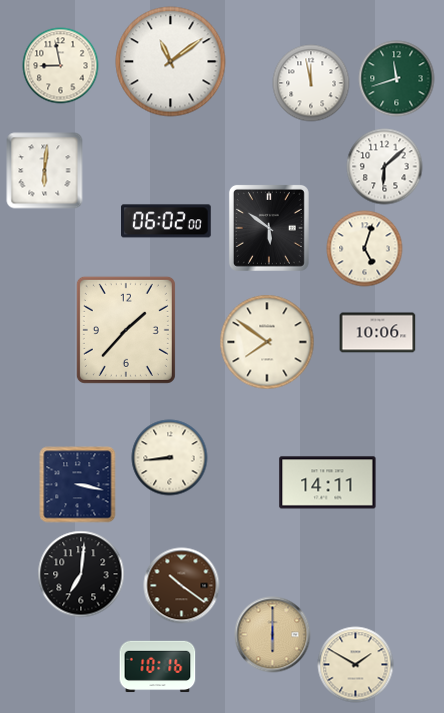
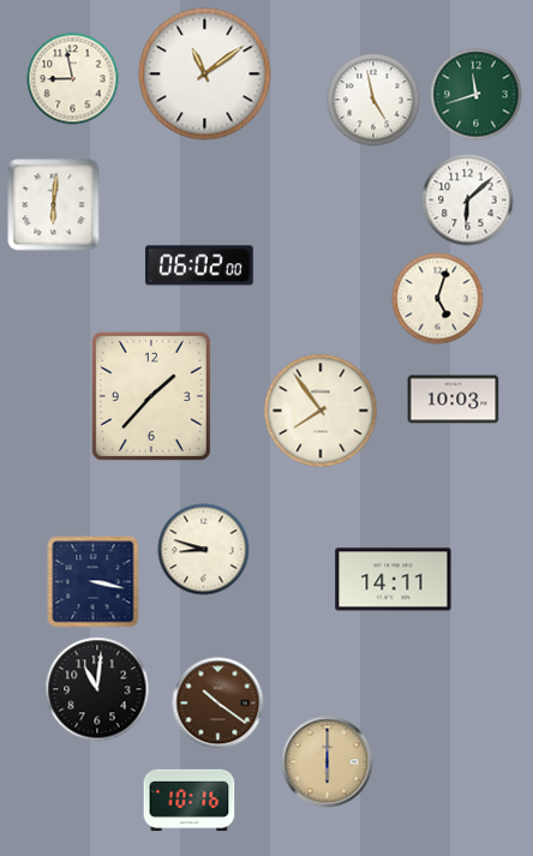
clock at (311, 83): 11:58 -> 4:58
clock at (385, 167) position: (385, 167) -> (468, 200)
clock at (269, 228): 5:51 -> none
clock at (378, 333): 10:06 -> 10:03
clock at (267, 342): 7:51 -> 7:54
clock at (170, 458): 8:44 -> 8:48
clock at (81, 574): 7:01 -> 11:01
clock at (356, 665): 1:50 -> none
